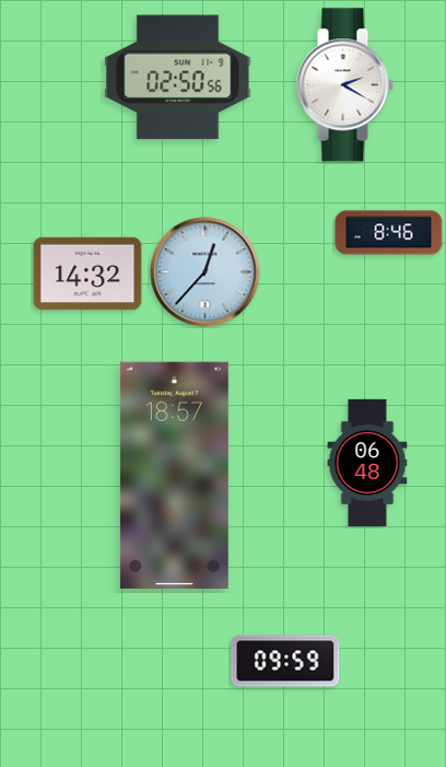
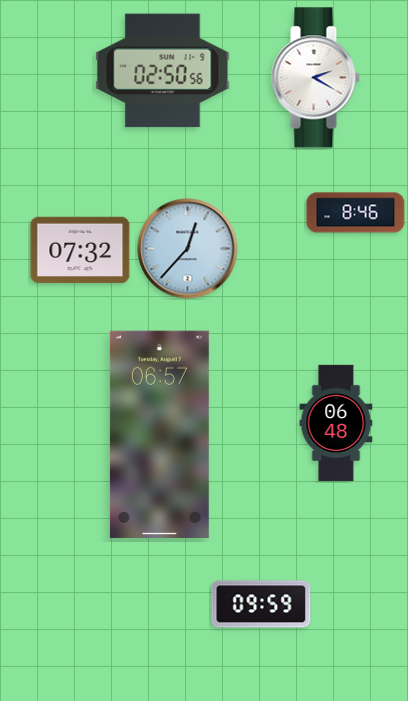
clock at (87, 274): 14:32 -> 07:32
clock at (174, 475): 18:57 -> 06:57
